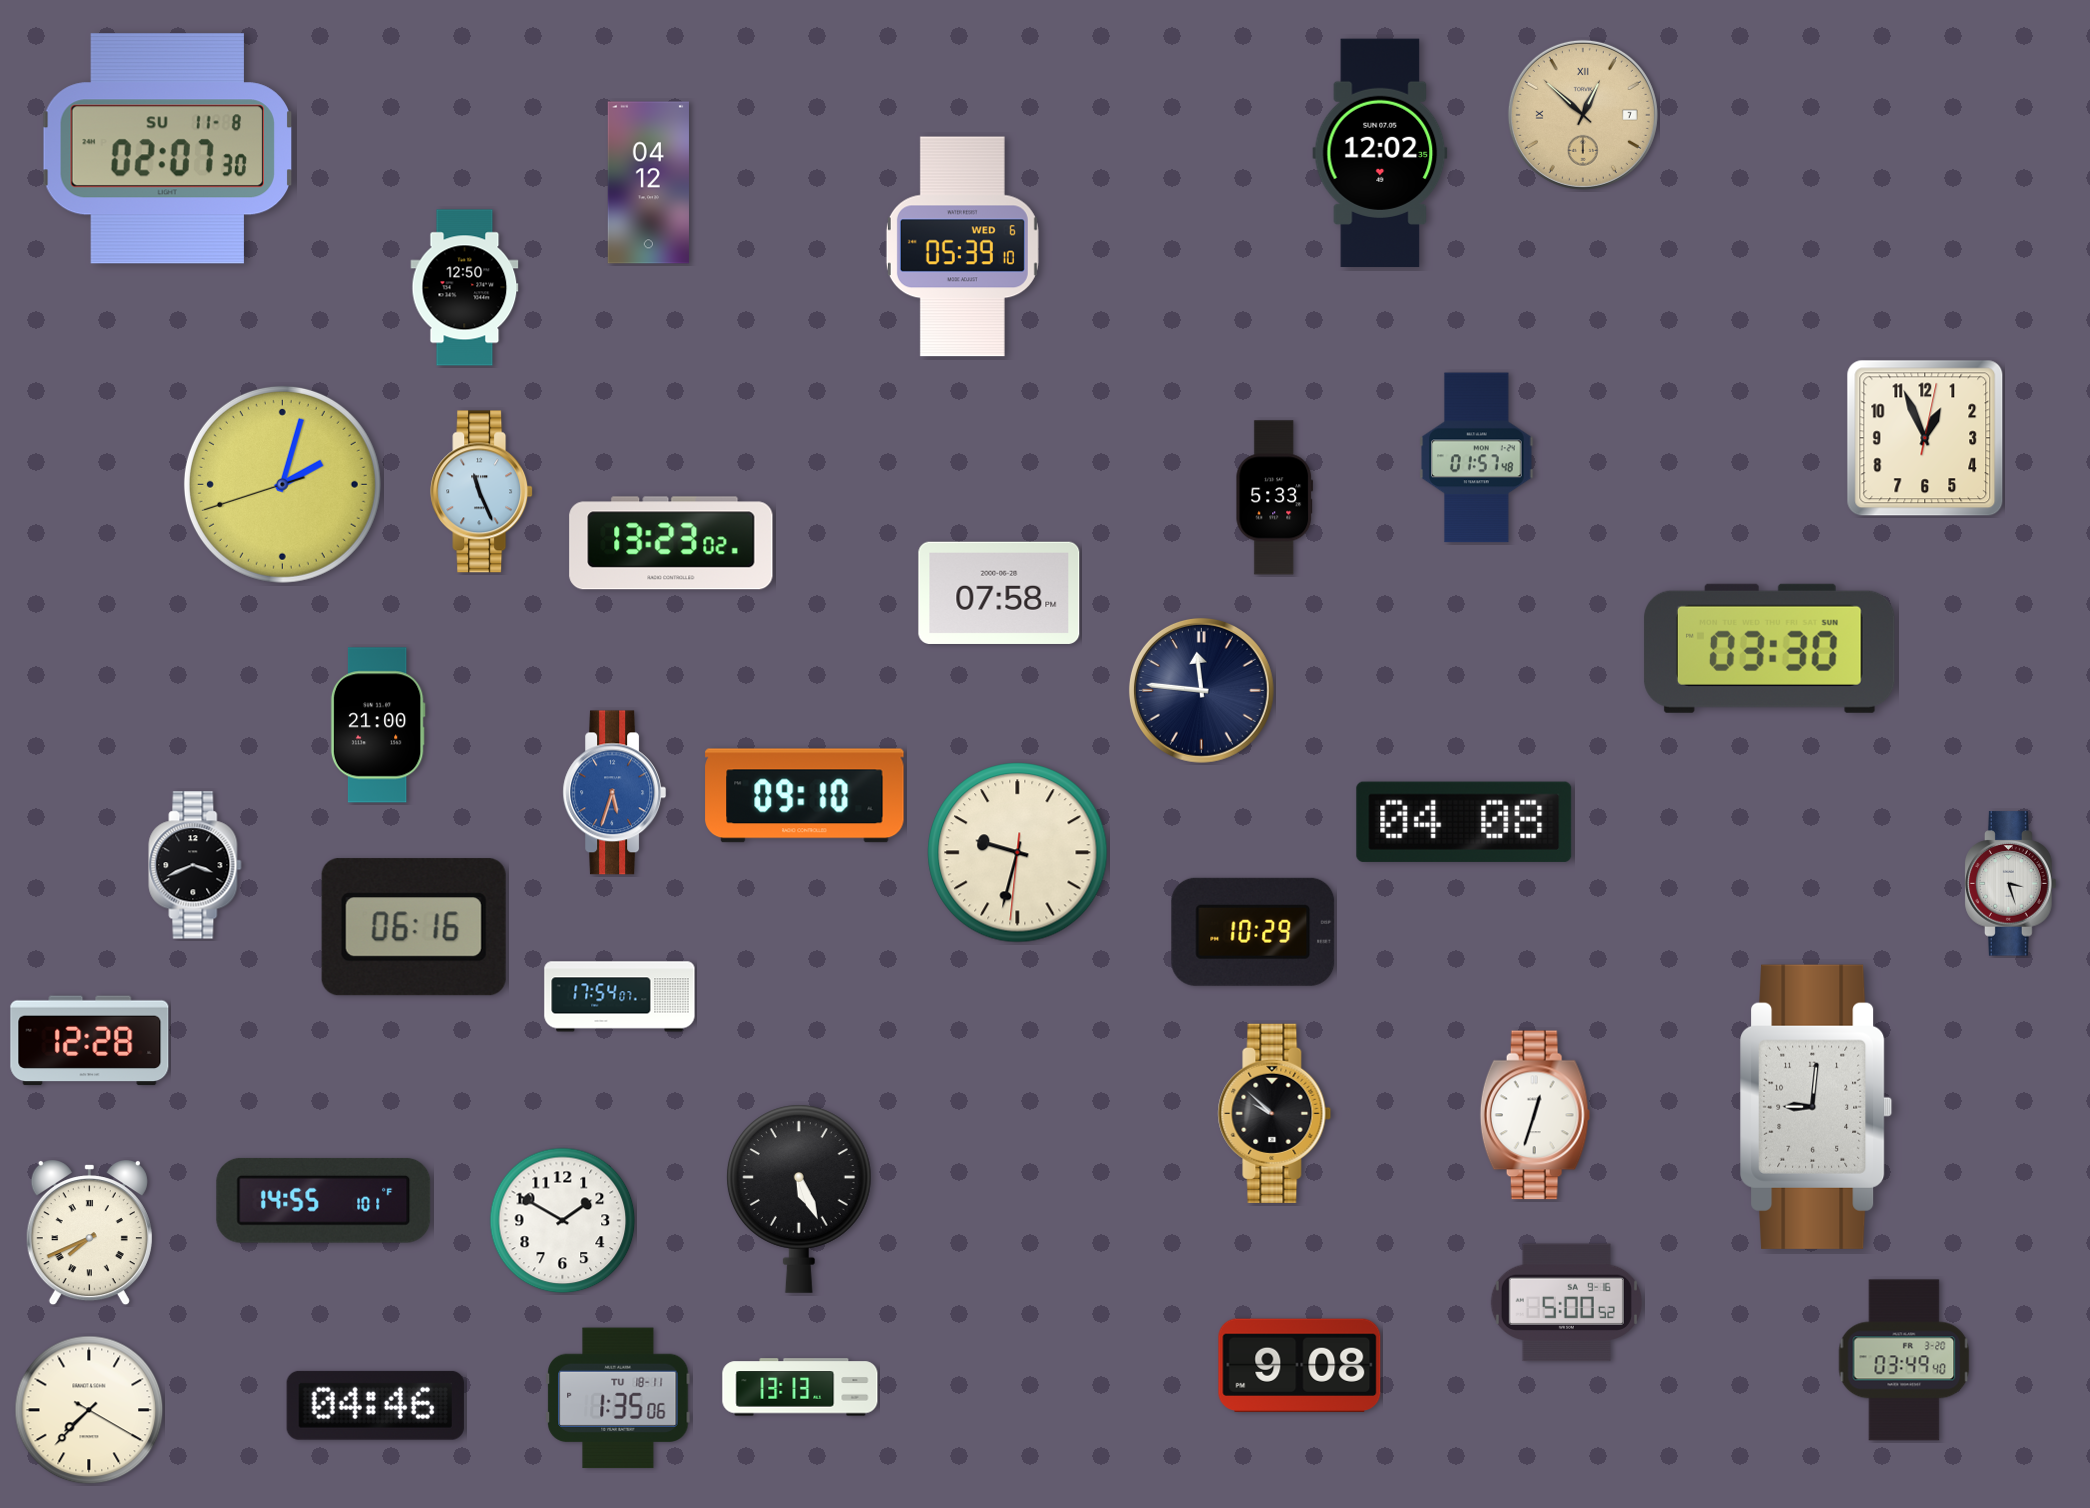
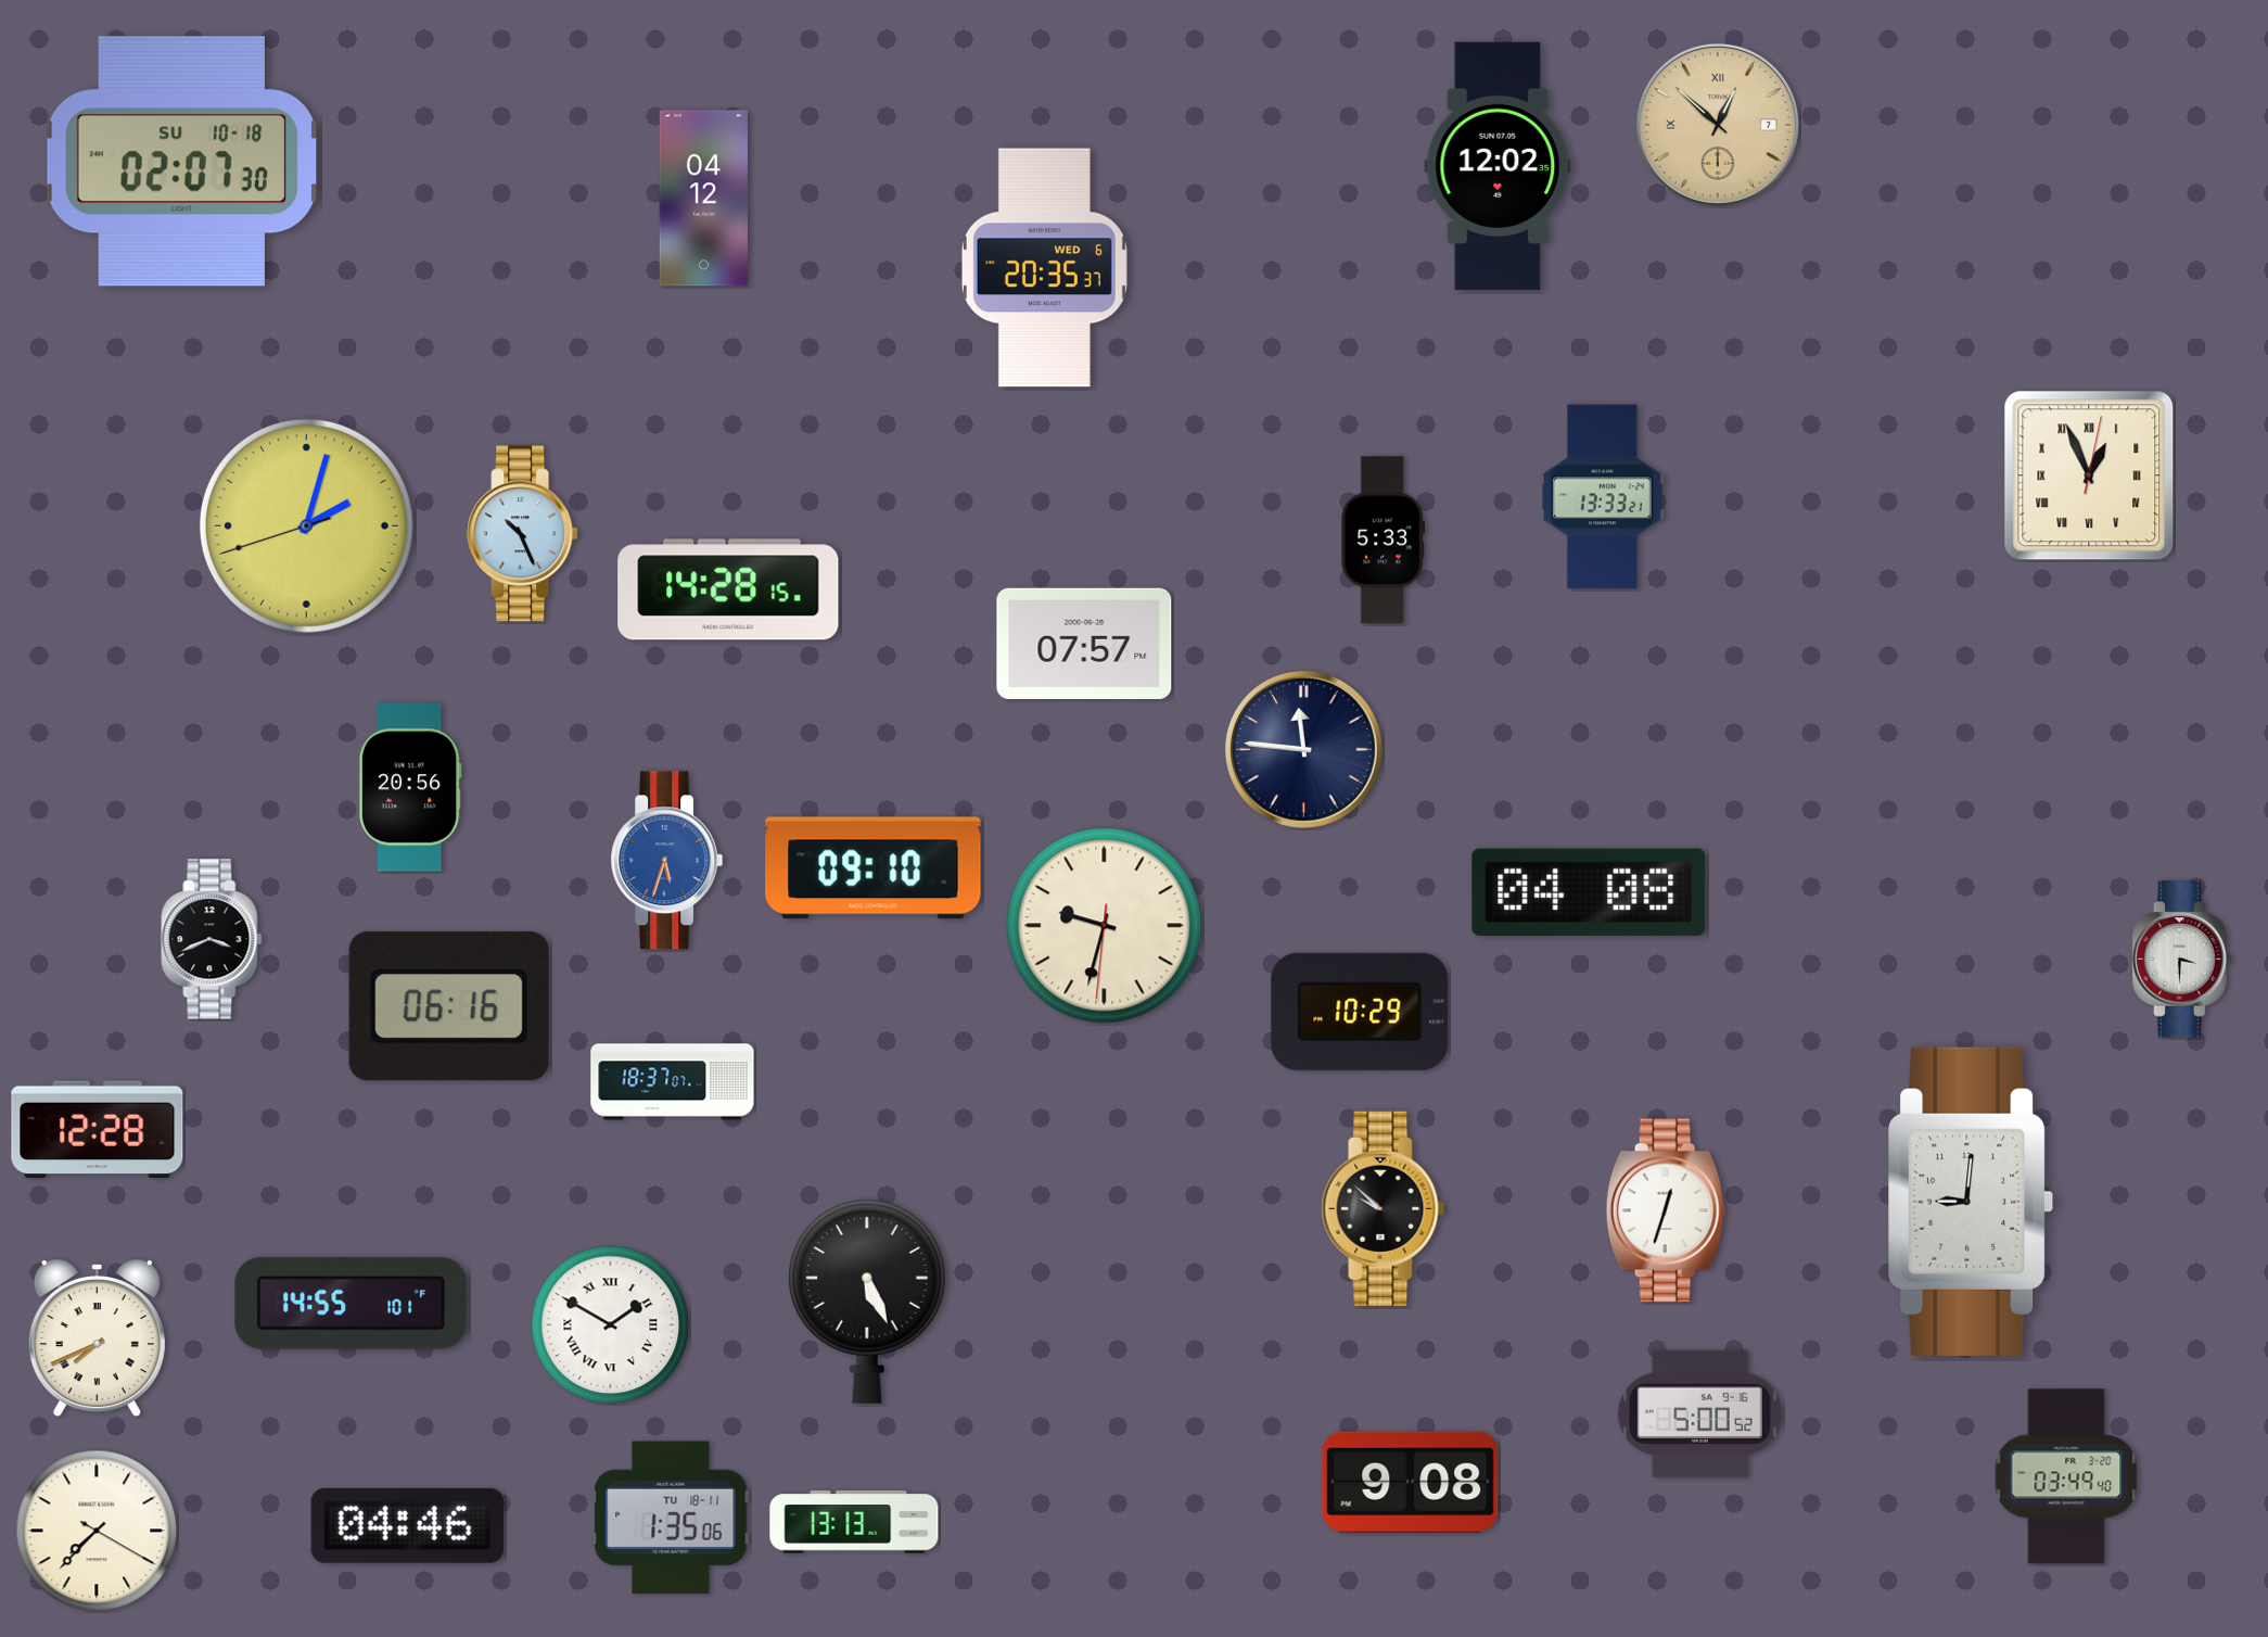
clock at (167, 149) date: SU 11-8 -> SU 10-18
clock at (962, 247): 05:39 -> 20:35
clock at (465, 288): 12:50 -> none
clock at (1925, 438) numerals: Arabic -> Roman
clock at (1477, 458): 01:57 -> 13:33
clock at (482, 492): 11:26 -> 10:26
clock at (671, 543): 13:23 -> 14:28
clock at (999, 593): 07:58 -> 07:57
clock at (1769, 648): 03:30 -> none
clock at (378, 725): 21:00 -> 20:56
clock at (805, 796) position: (805, 796) -> (874, 868)
clock at (2011, 884): 3:27 -> 3:30
clock at (620, 997): 17:54 -> 18:37
clock at (563, 1221) numerals: Arabic -> Roman
clock at (800, 1387) position: (800, 1387) -> (854, 1522)
